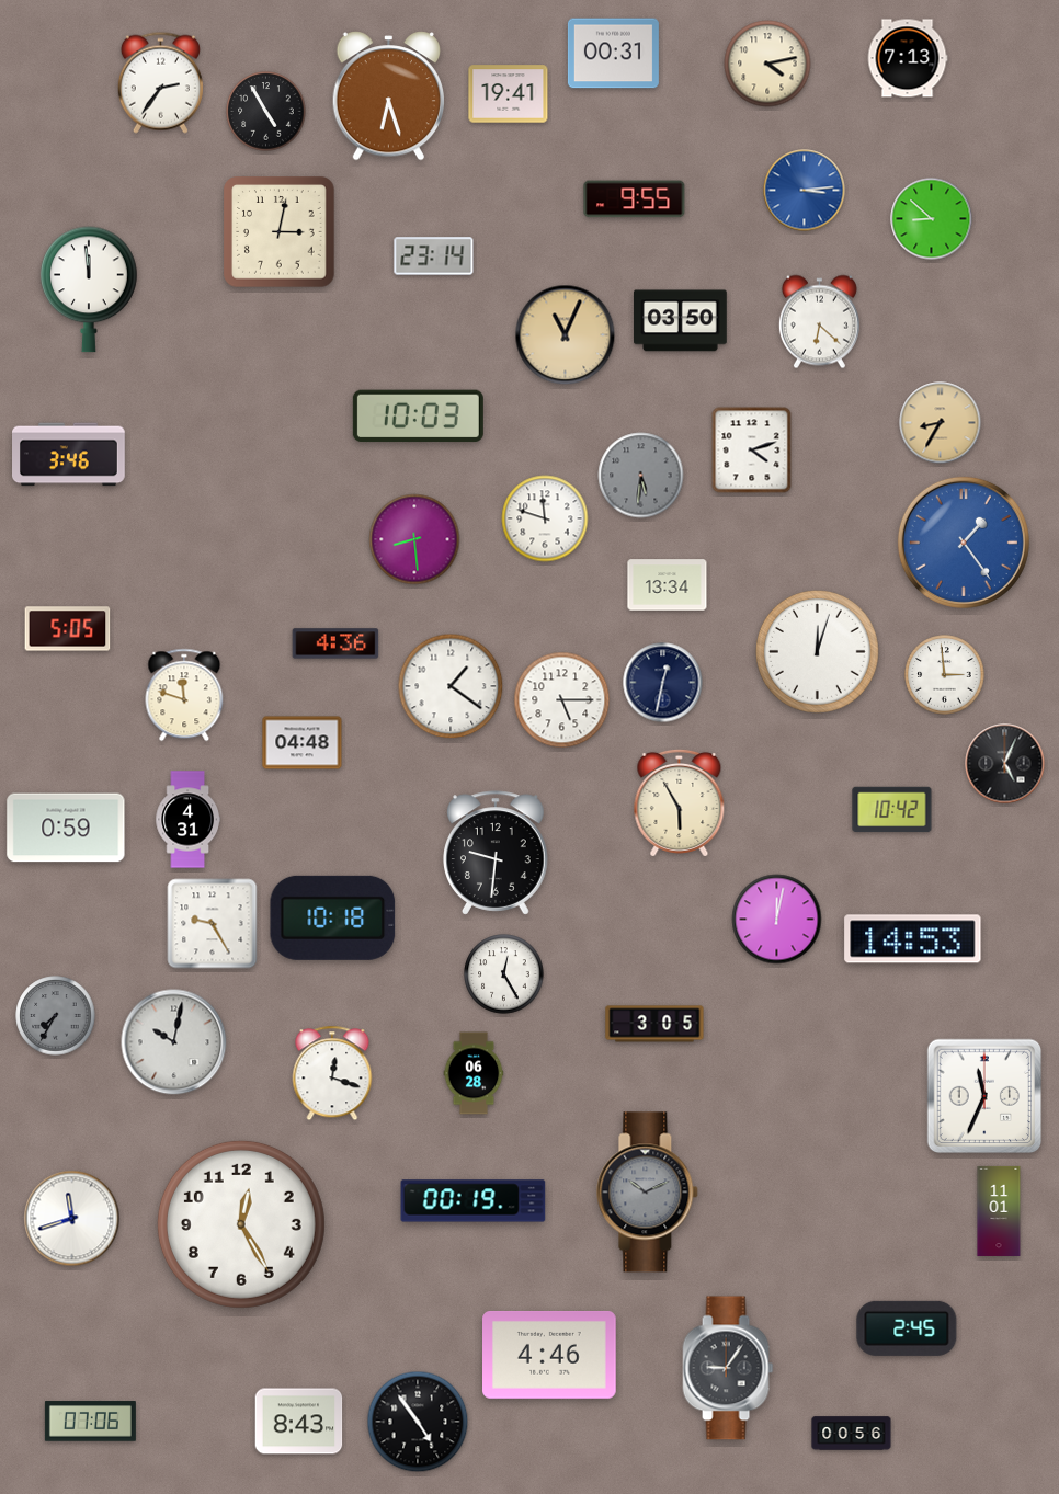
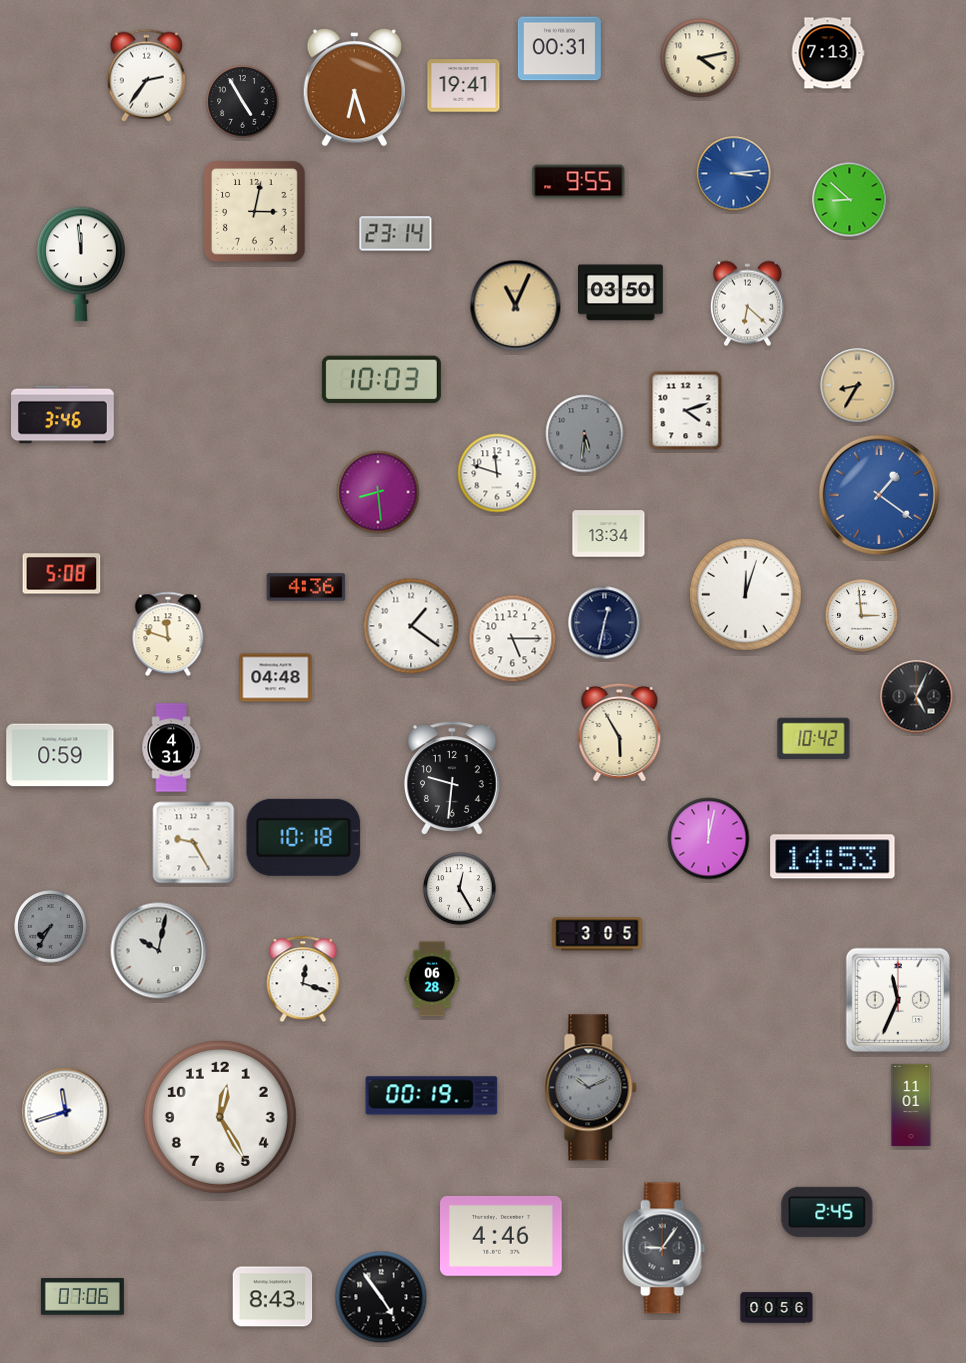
clock at (819, 322) position: (819, 322) -> (747, 304)
clock at (964, 543): 1:24 -> 1:21
clock at (68, 629): 5:05 -> 5:08
